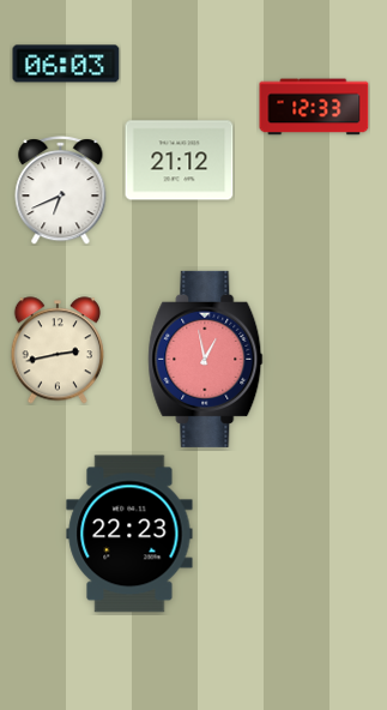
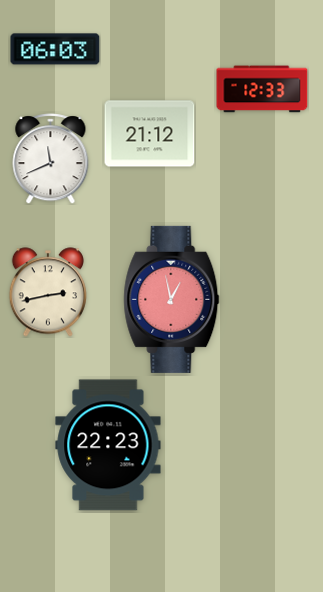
clock at (66, 64) position: (66, 64) -> (55, 49)
clock at (61, 191): 6:41 -> 11:41
